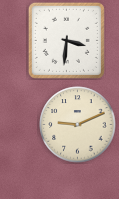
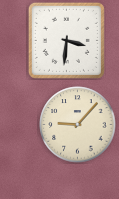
clock at (78, 125): 9:11 -> 9:07
